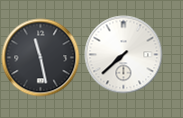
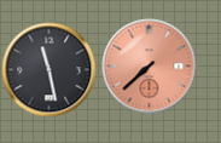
clock at (123, 54) dial: white -> salmon
